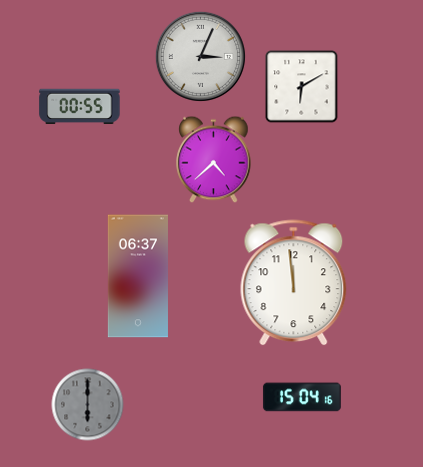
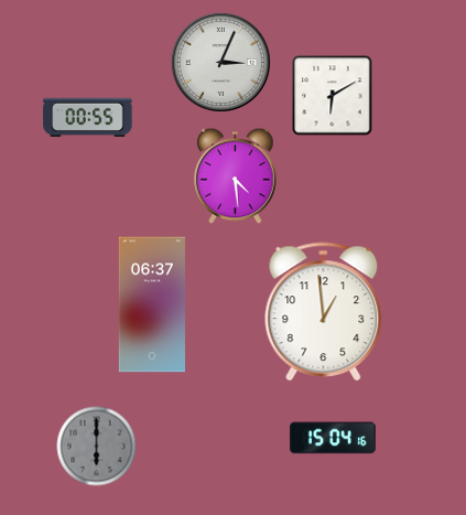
clock at (214, 160): 4:38 -> 4:29
clock at (294, 283): 11:59 -> 12:59
